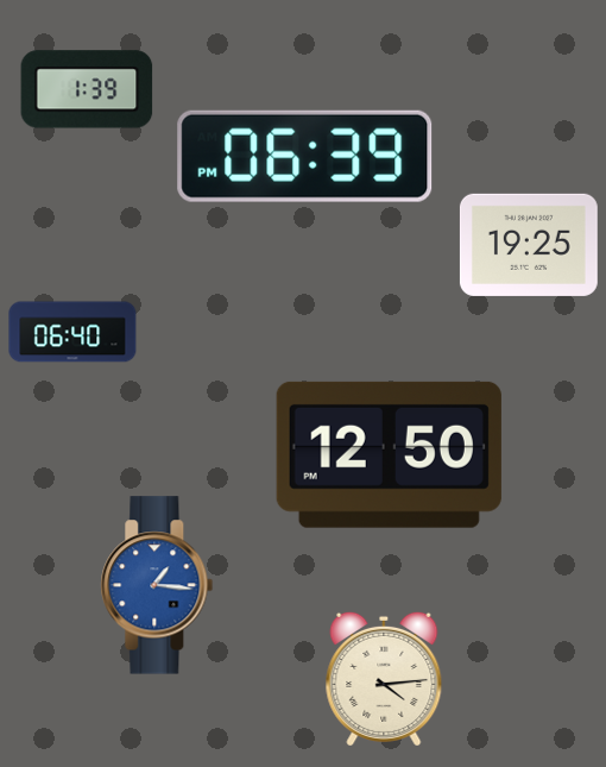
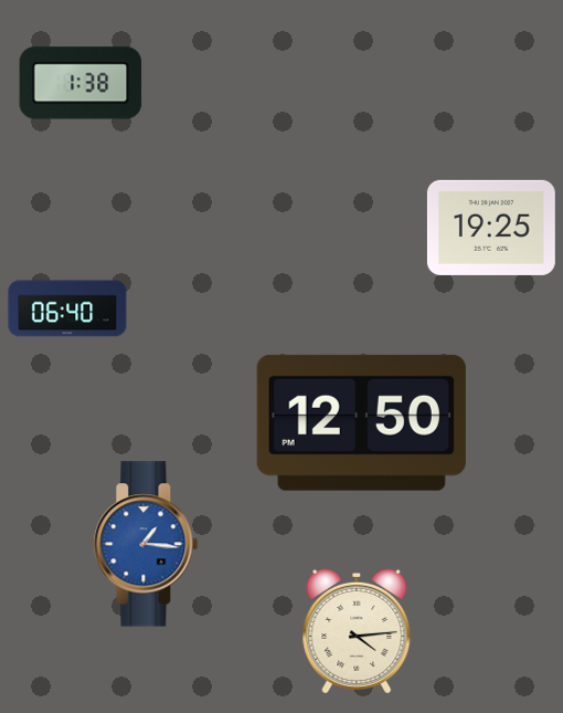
clock at (87, 89): 1:39 -> 1:38
clock at (305, 156): 06:39 -> none
